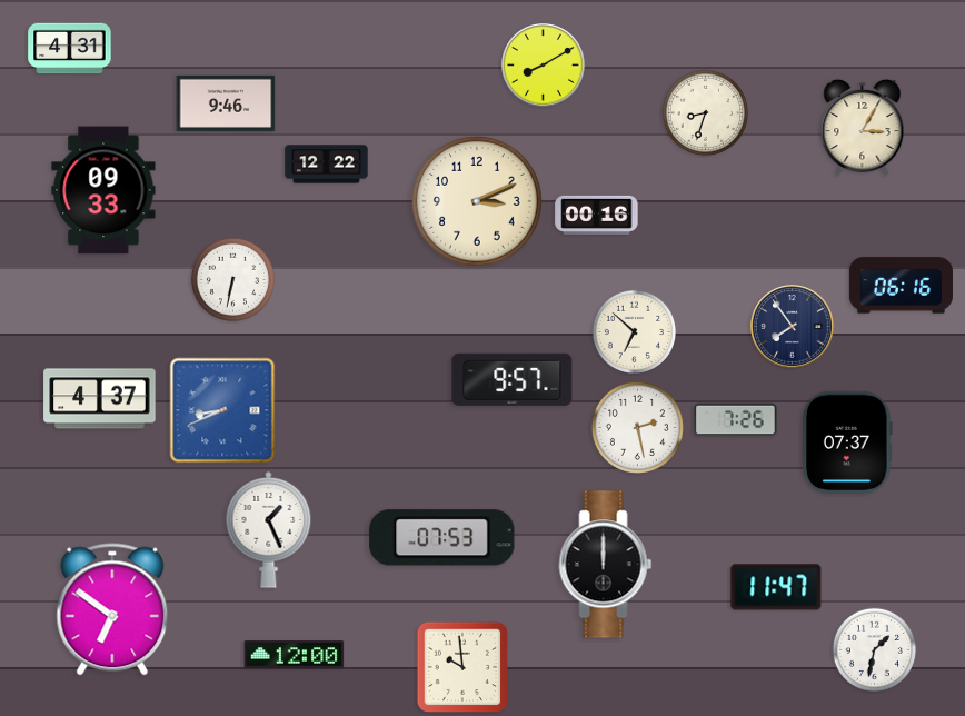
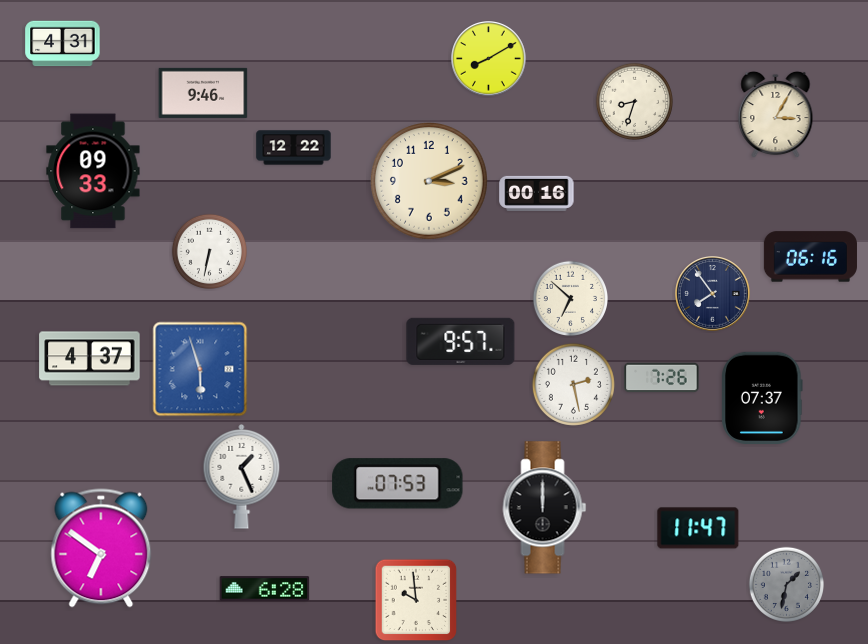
clock at (222, 410): 8:41 -> 5:57
clock at (874, 649) dial: white -> grey
clock at (295, 655): 12:00 -> 6:28
